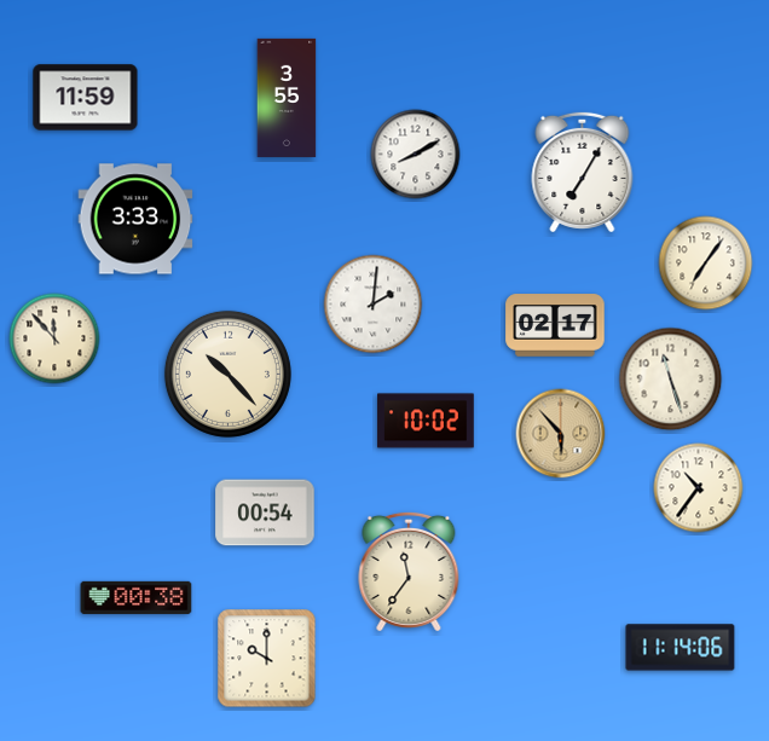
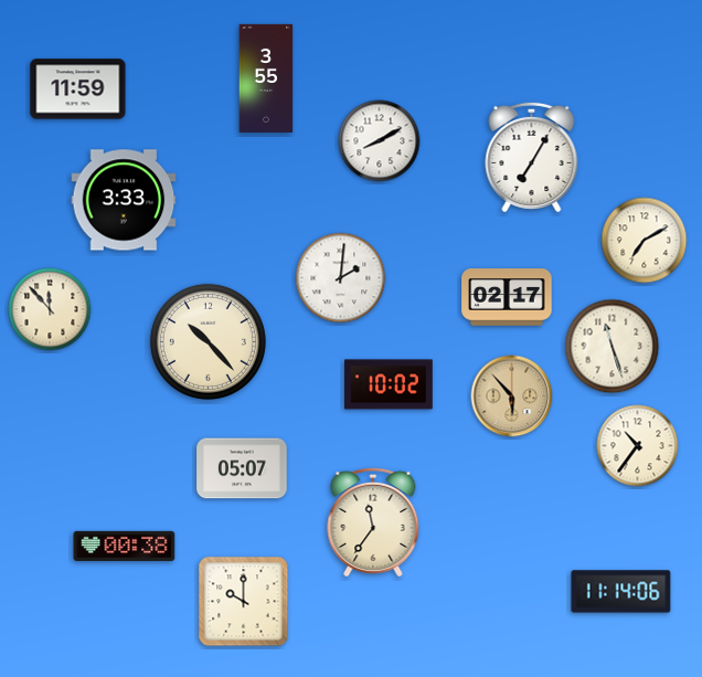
clock at (287, 98) position: (287, 98) -> (266, 78)
clock at (706, 264): 7:06 -> 7:10
clock at (265, 513): 00:54 -> 05:07
